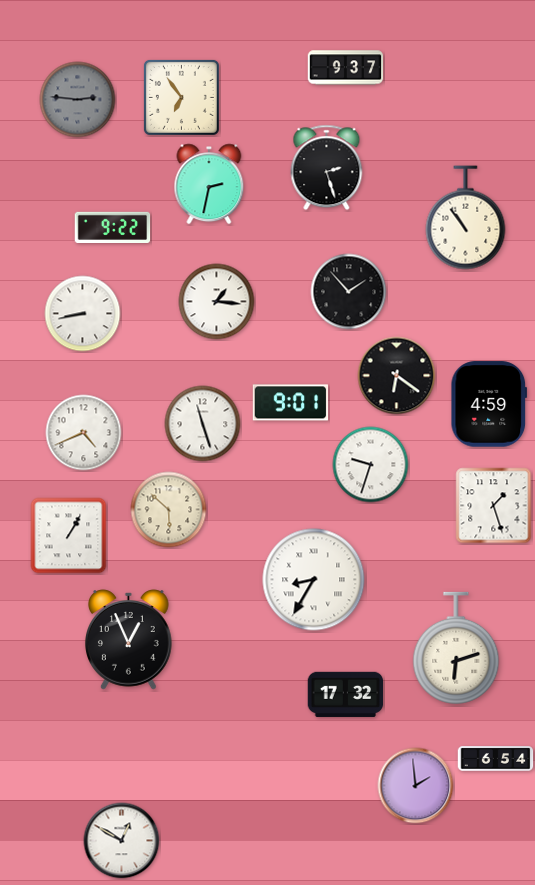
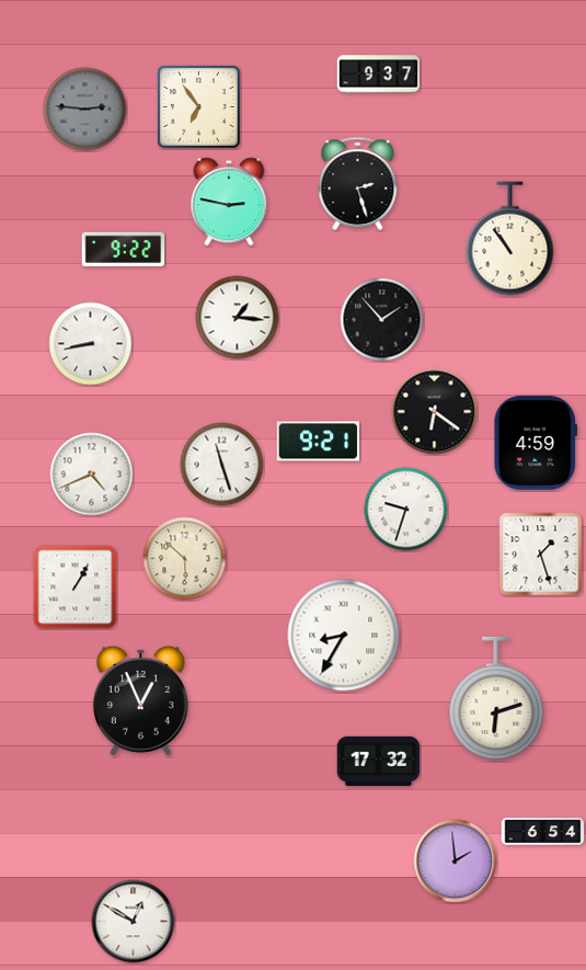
clock at (209, 184): 2:32 -> 2:47
clock at (217, 302) position: (217, 302) -> (238, 318)
clock at (291, 403): 9:01 -> 9:21
clock at (456, 648) position: (456, 648) -> (496, 698)
